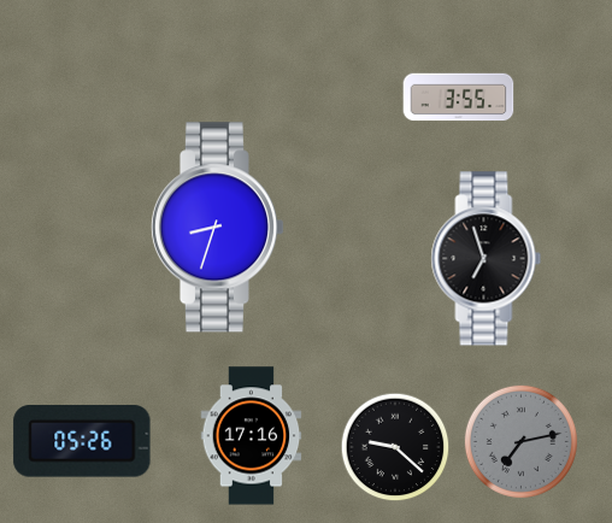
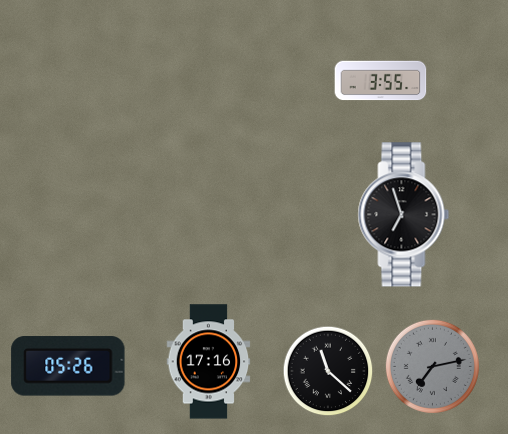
clock at (217, 228): 8:33 -> none
clock at (395, 447): 9:22 -> 11:22
